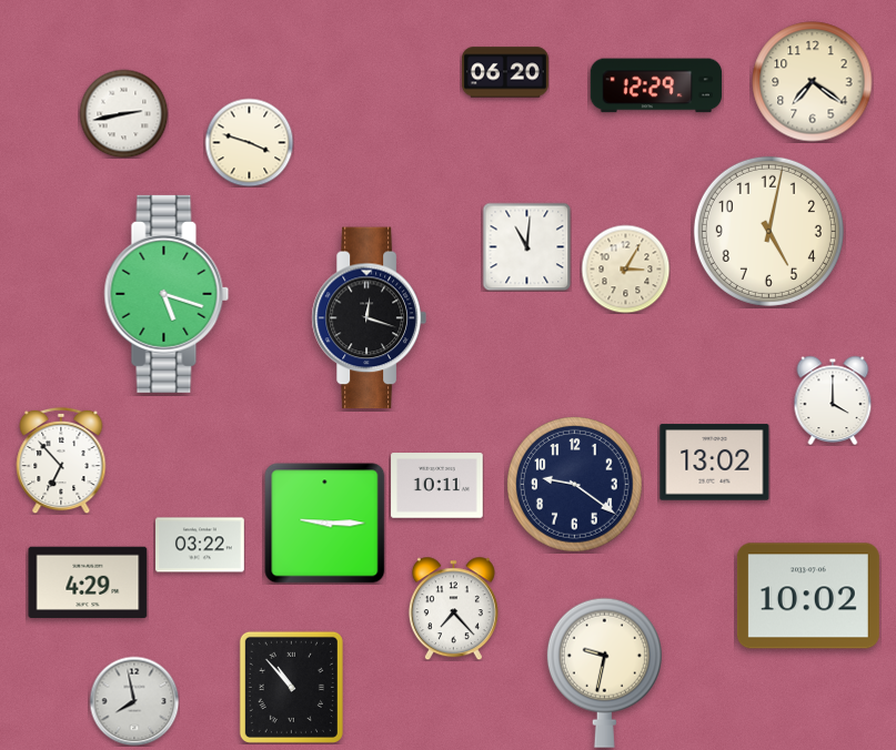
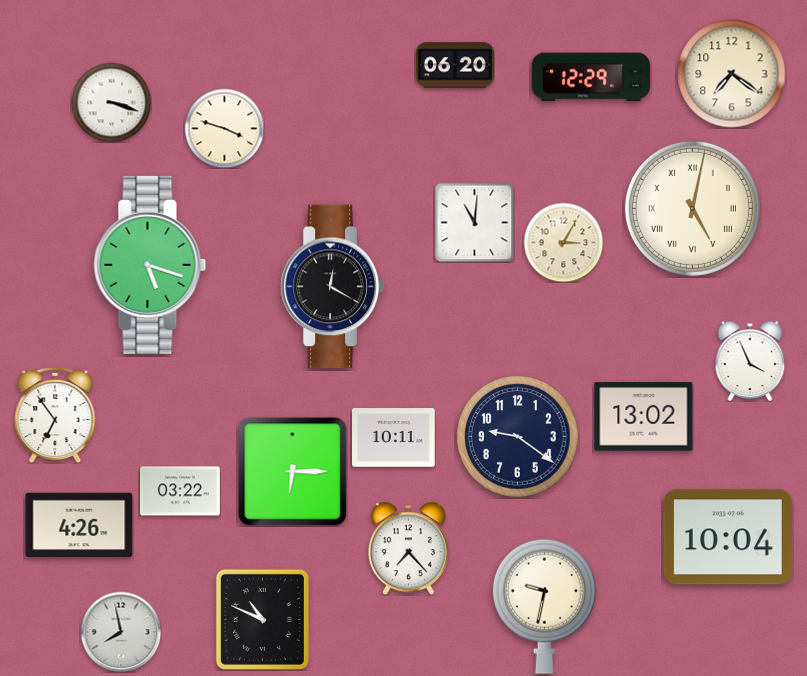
clock at (123, 113): 2:43 -> 3:18
clock at (768, 231) numerals: Arabic -> Roman
clock at (369, 318): 12:18 -> 12:20
clock at (833, 401): 4:00 -> 3:56
clock at (61, 460): 6:53 -> 6:54
clock at (325, 524): 9:15 -> 6:15
clock at (88, 582): 4:29 -> 4:26
clock at (808, 596): 10:02 -> 10:04
clock at (291, 687): 10:53 -> 10:49
